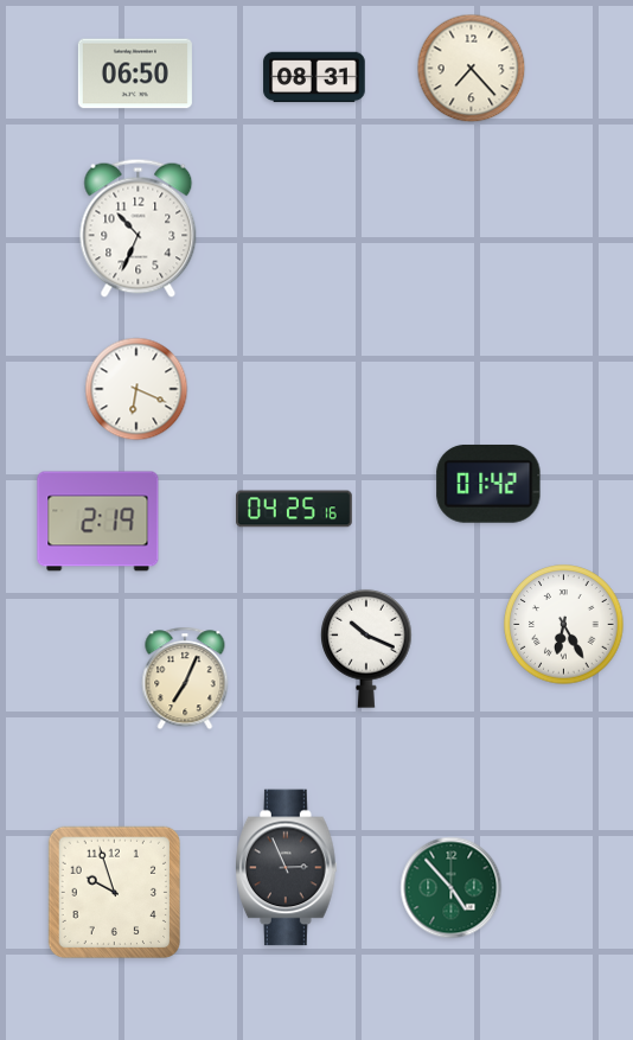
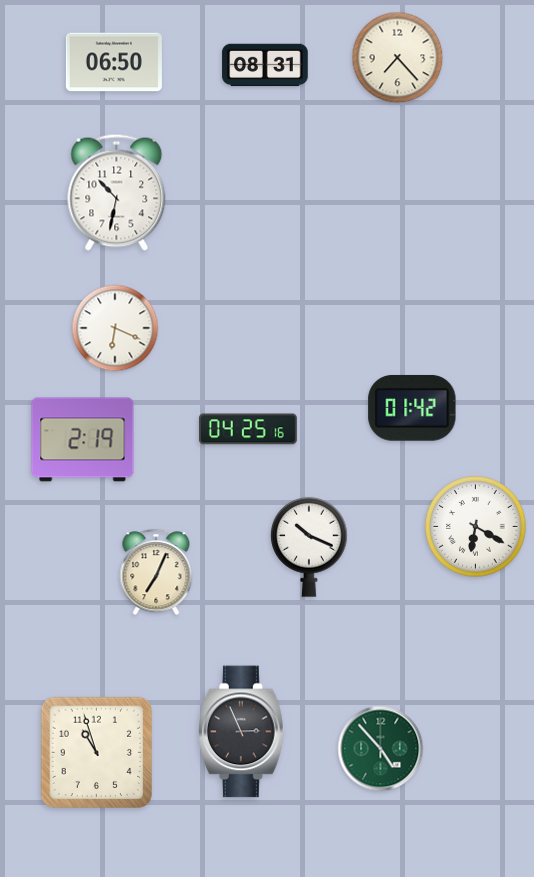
clock at (139, 228): 10:34 -> 10:32
clock at (564, 625): 6:25 -> 6:20
clock at (115, 893): 9:57 -> 10:57
